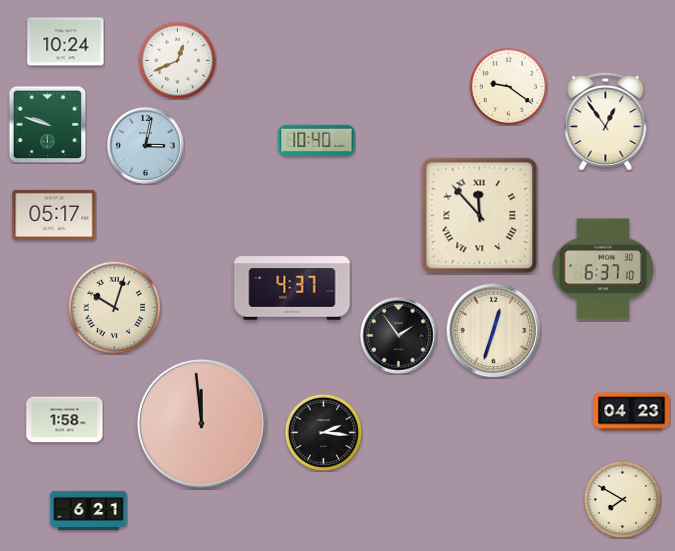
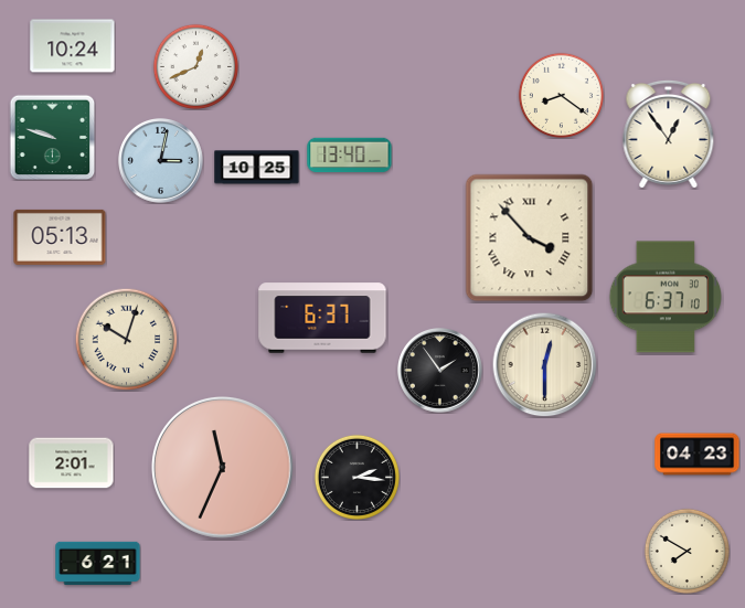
clock at (508, 86): 9:21 -> 8:21
clock at (317, 141): 10:40 -> 13:40
clock at (257, 168): none -> 10:25
clock at (54, 215): 05:17 -> 05:13
clock at (480, 216): 11:53 -> 3:53
clock at (292, 288): 4:37 -> 6:37
clock at (493, 330): 12:33 -> 12:30
clock at (65, 420): 1:58 -> 2:01
clock at (202, 424): 11:59 -> 11:34
